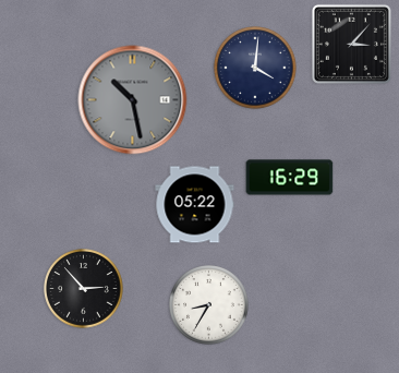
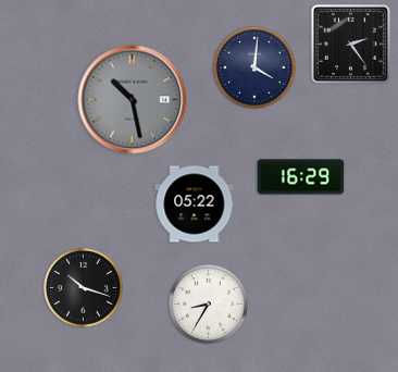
clock at (351, 44): 3:07 -> 2:24
clock at (290, 178) position: (290, 178) -> (301, 177)
clock at (84, 289): 2:53 -> 10:18
